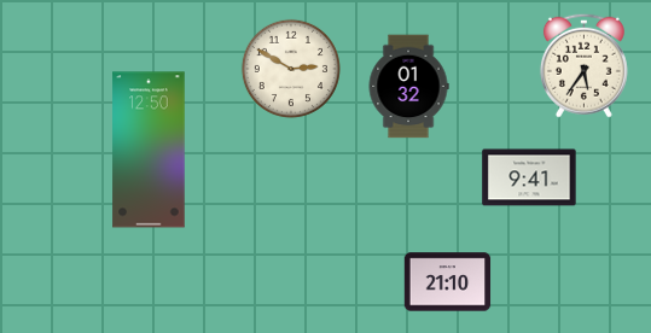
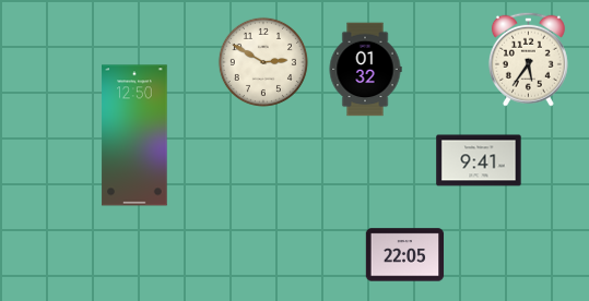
clock at (408, 87) position: (408, 87) -> (365, 70)
clock at (448, 282): 21:10 -> 22:05
